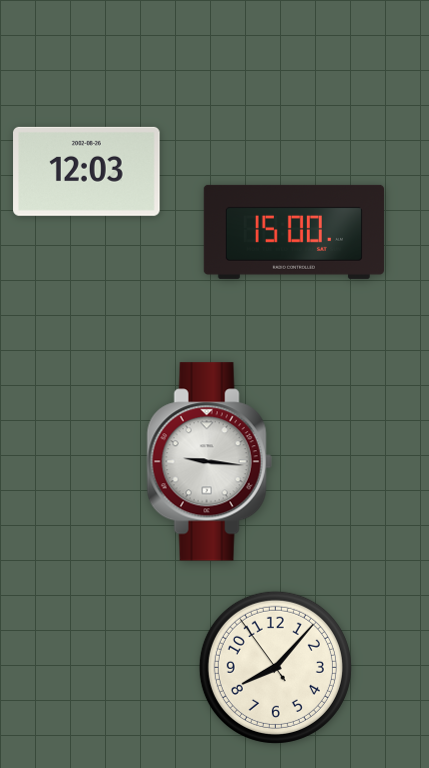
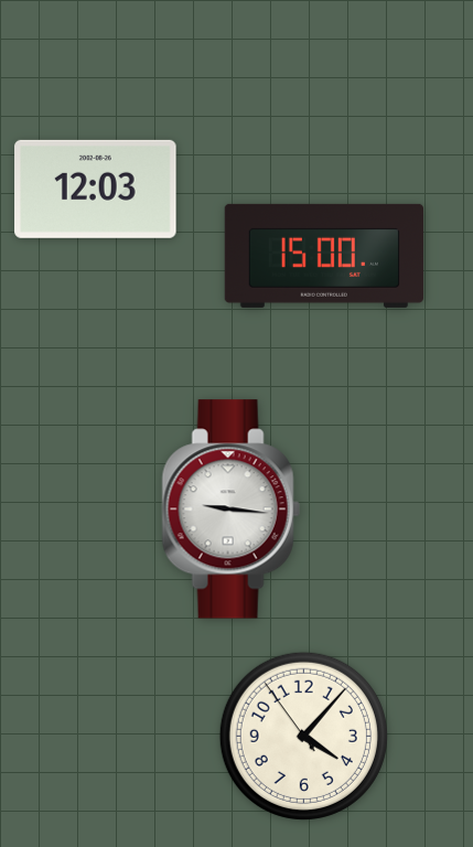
clock at (275, 667): 8:06 -> 4:06
